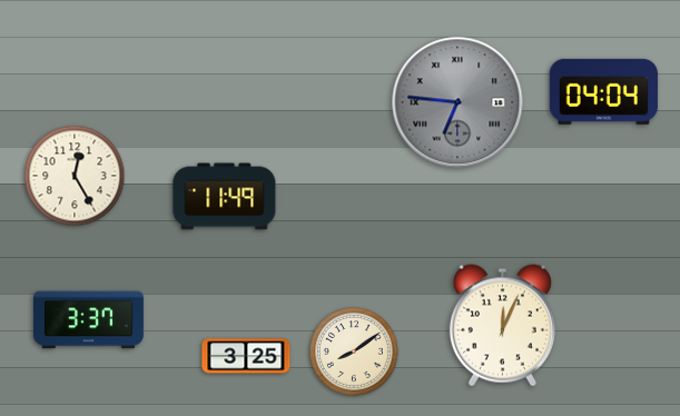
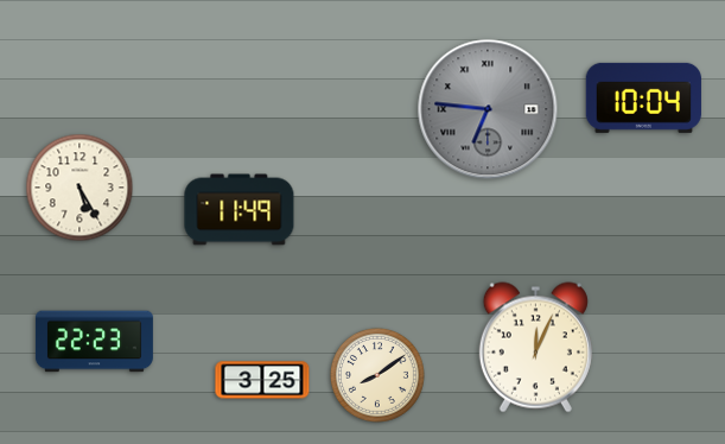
clock at (603, 91): 04:04 -> 10:04
clock at (75, 176): 12:25 -> 5:25
clock at (88, 320): 3:37 -> 22:23
